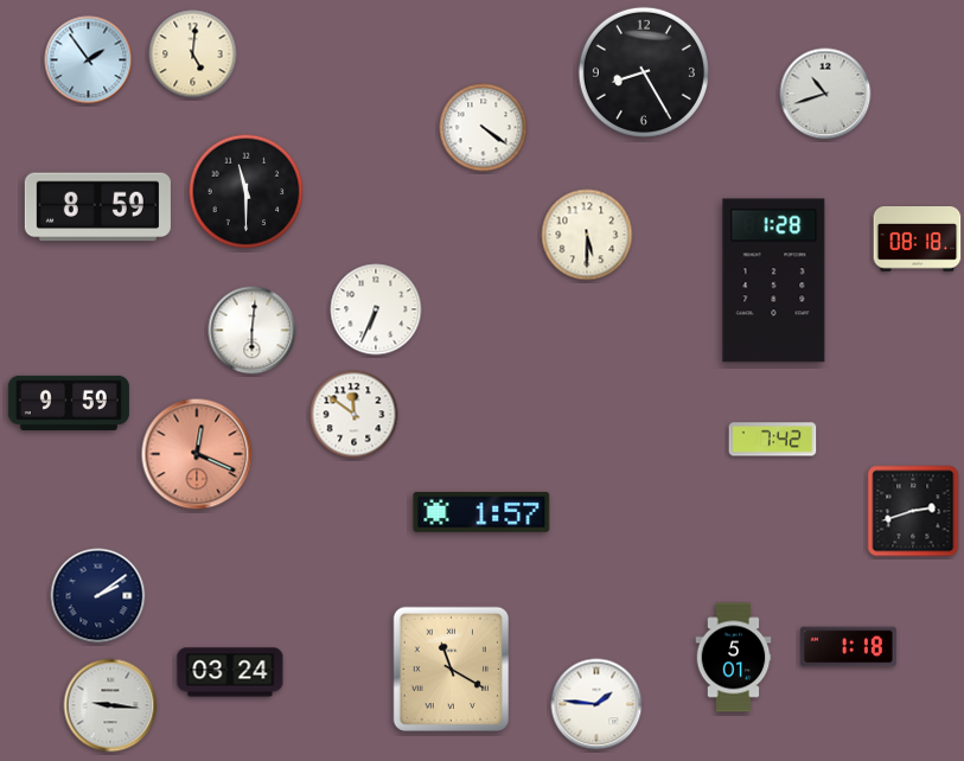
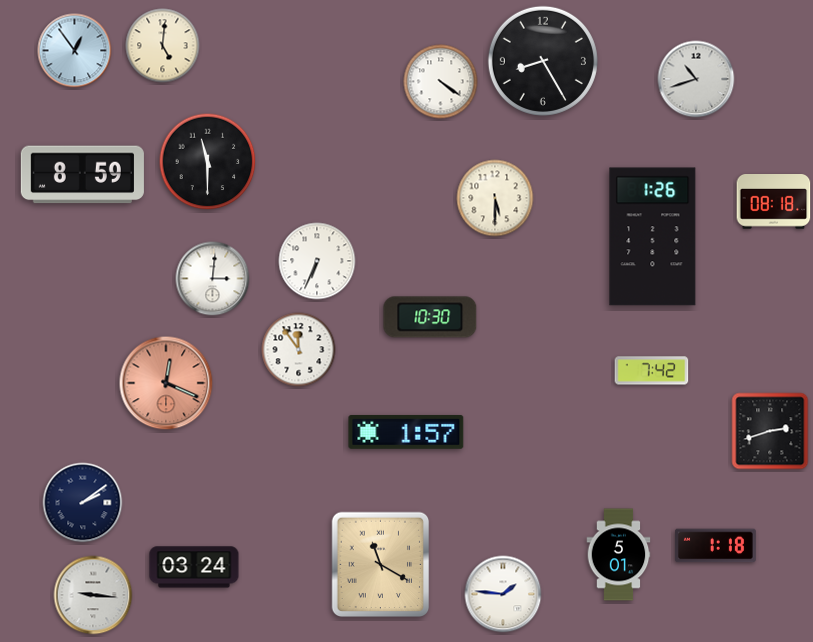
clock at (89, 60): 1:54 -> 12:54
clock at (484, 128) position: (484, 128) -> (441, 82)
clock at (774, 281): 1:28 -> 1:26
clock at (253, 331): 6:01 -> 3:01
clock at (430, 317): none -> 10:30
clock at (69, 403): 9:59 -> none
clock at (355, 415): 11:51 -> 11:54
